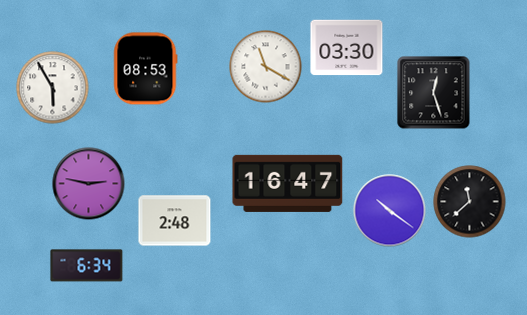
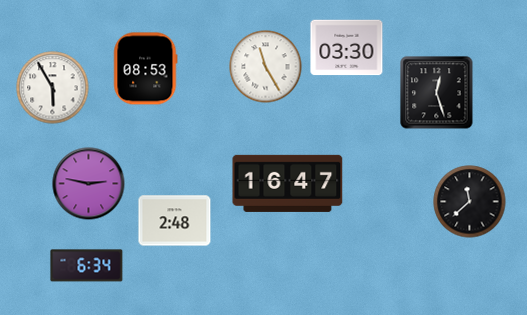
clock at (266, 67): 11:20 -> 11:25
clock at (434, 93) position: (434, 93) -> (437, 93)
clock at (390, 211): 10:21 -> none
